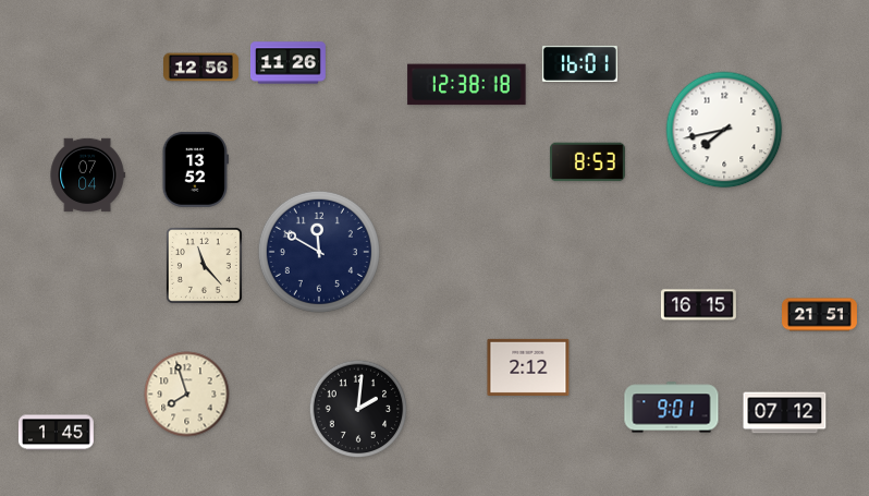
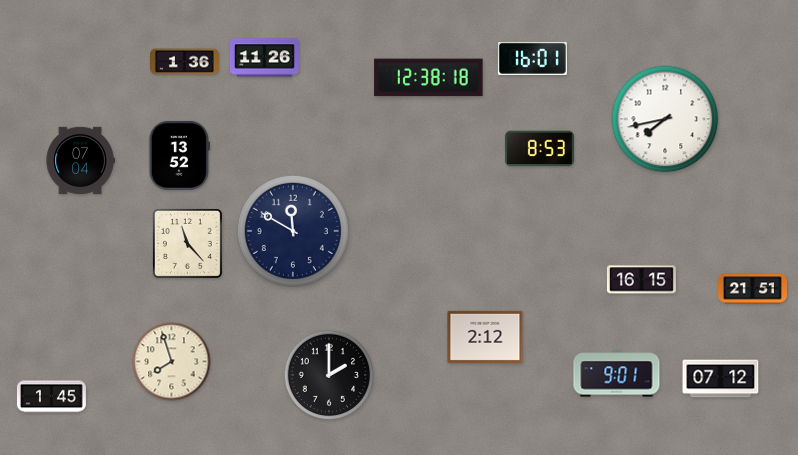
clock at (201, 68): 12:56 -> 1:36
clock at (358, 409): 2:01 -> 2:00
